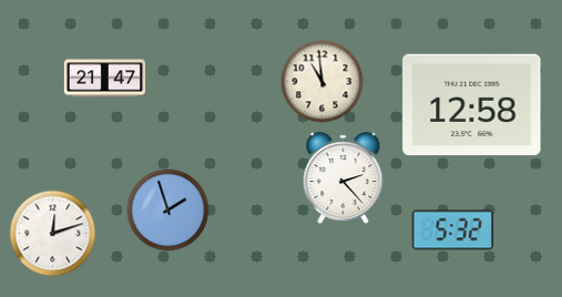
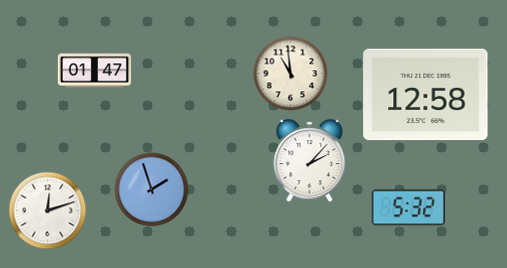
clock at (105, 79): 21:47 -> 01:47
clock at (344, 178): 2:23 -> 2:07
